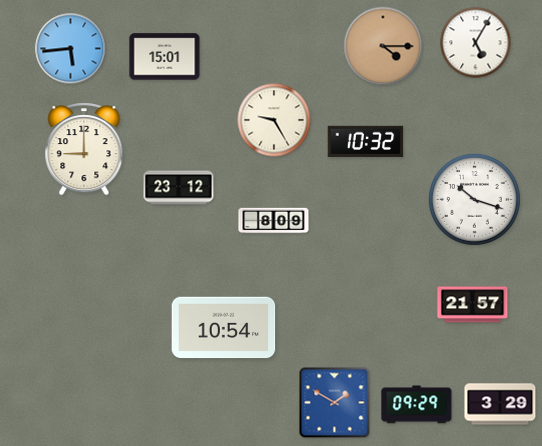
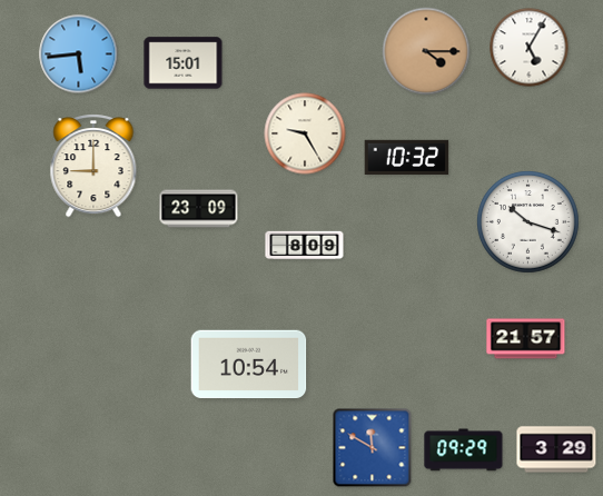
clock at (179, 188): 23:12 -> 23:09
clock at (335, 403): 1:50 -> 11:50
